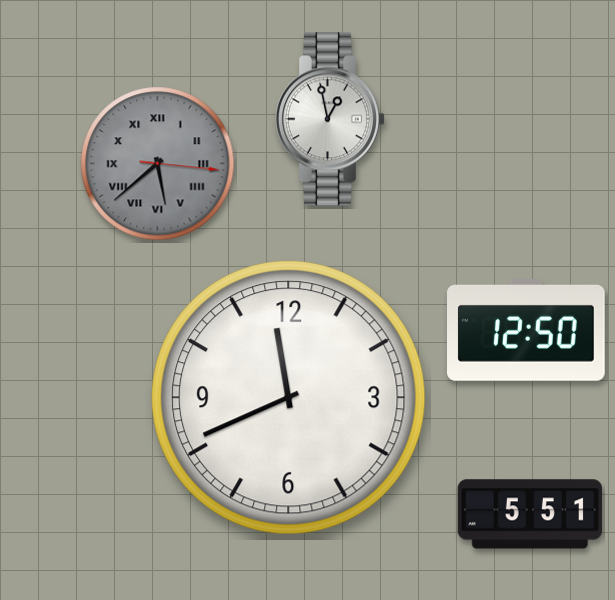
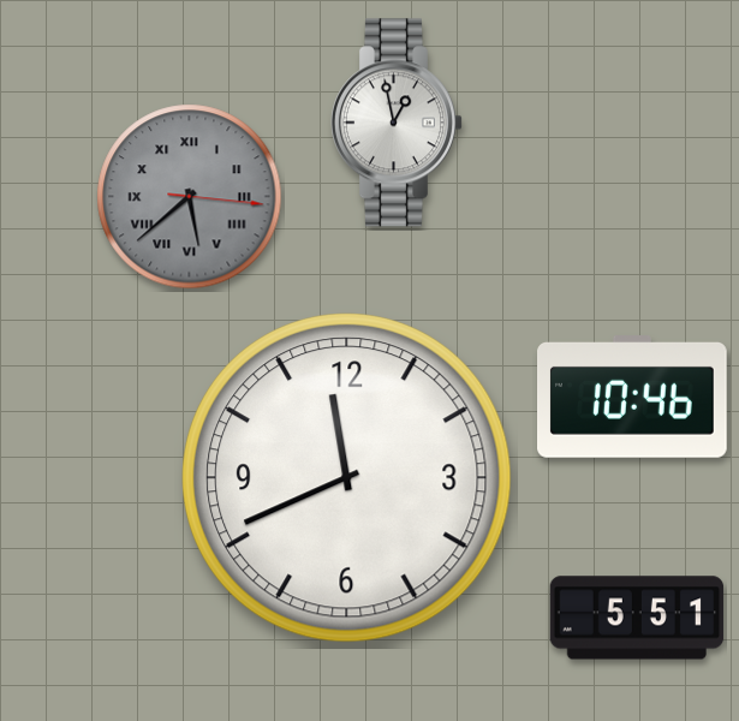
clock at (330, 119) position: (330, 119) -> (397, 123)
clock at (527, 331): 12:50 -> 10:46
